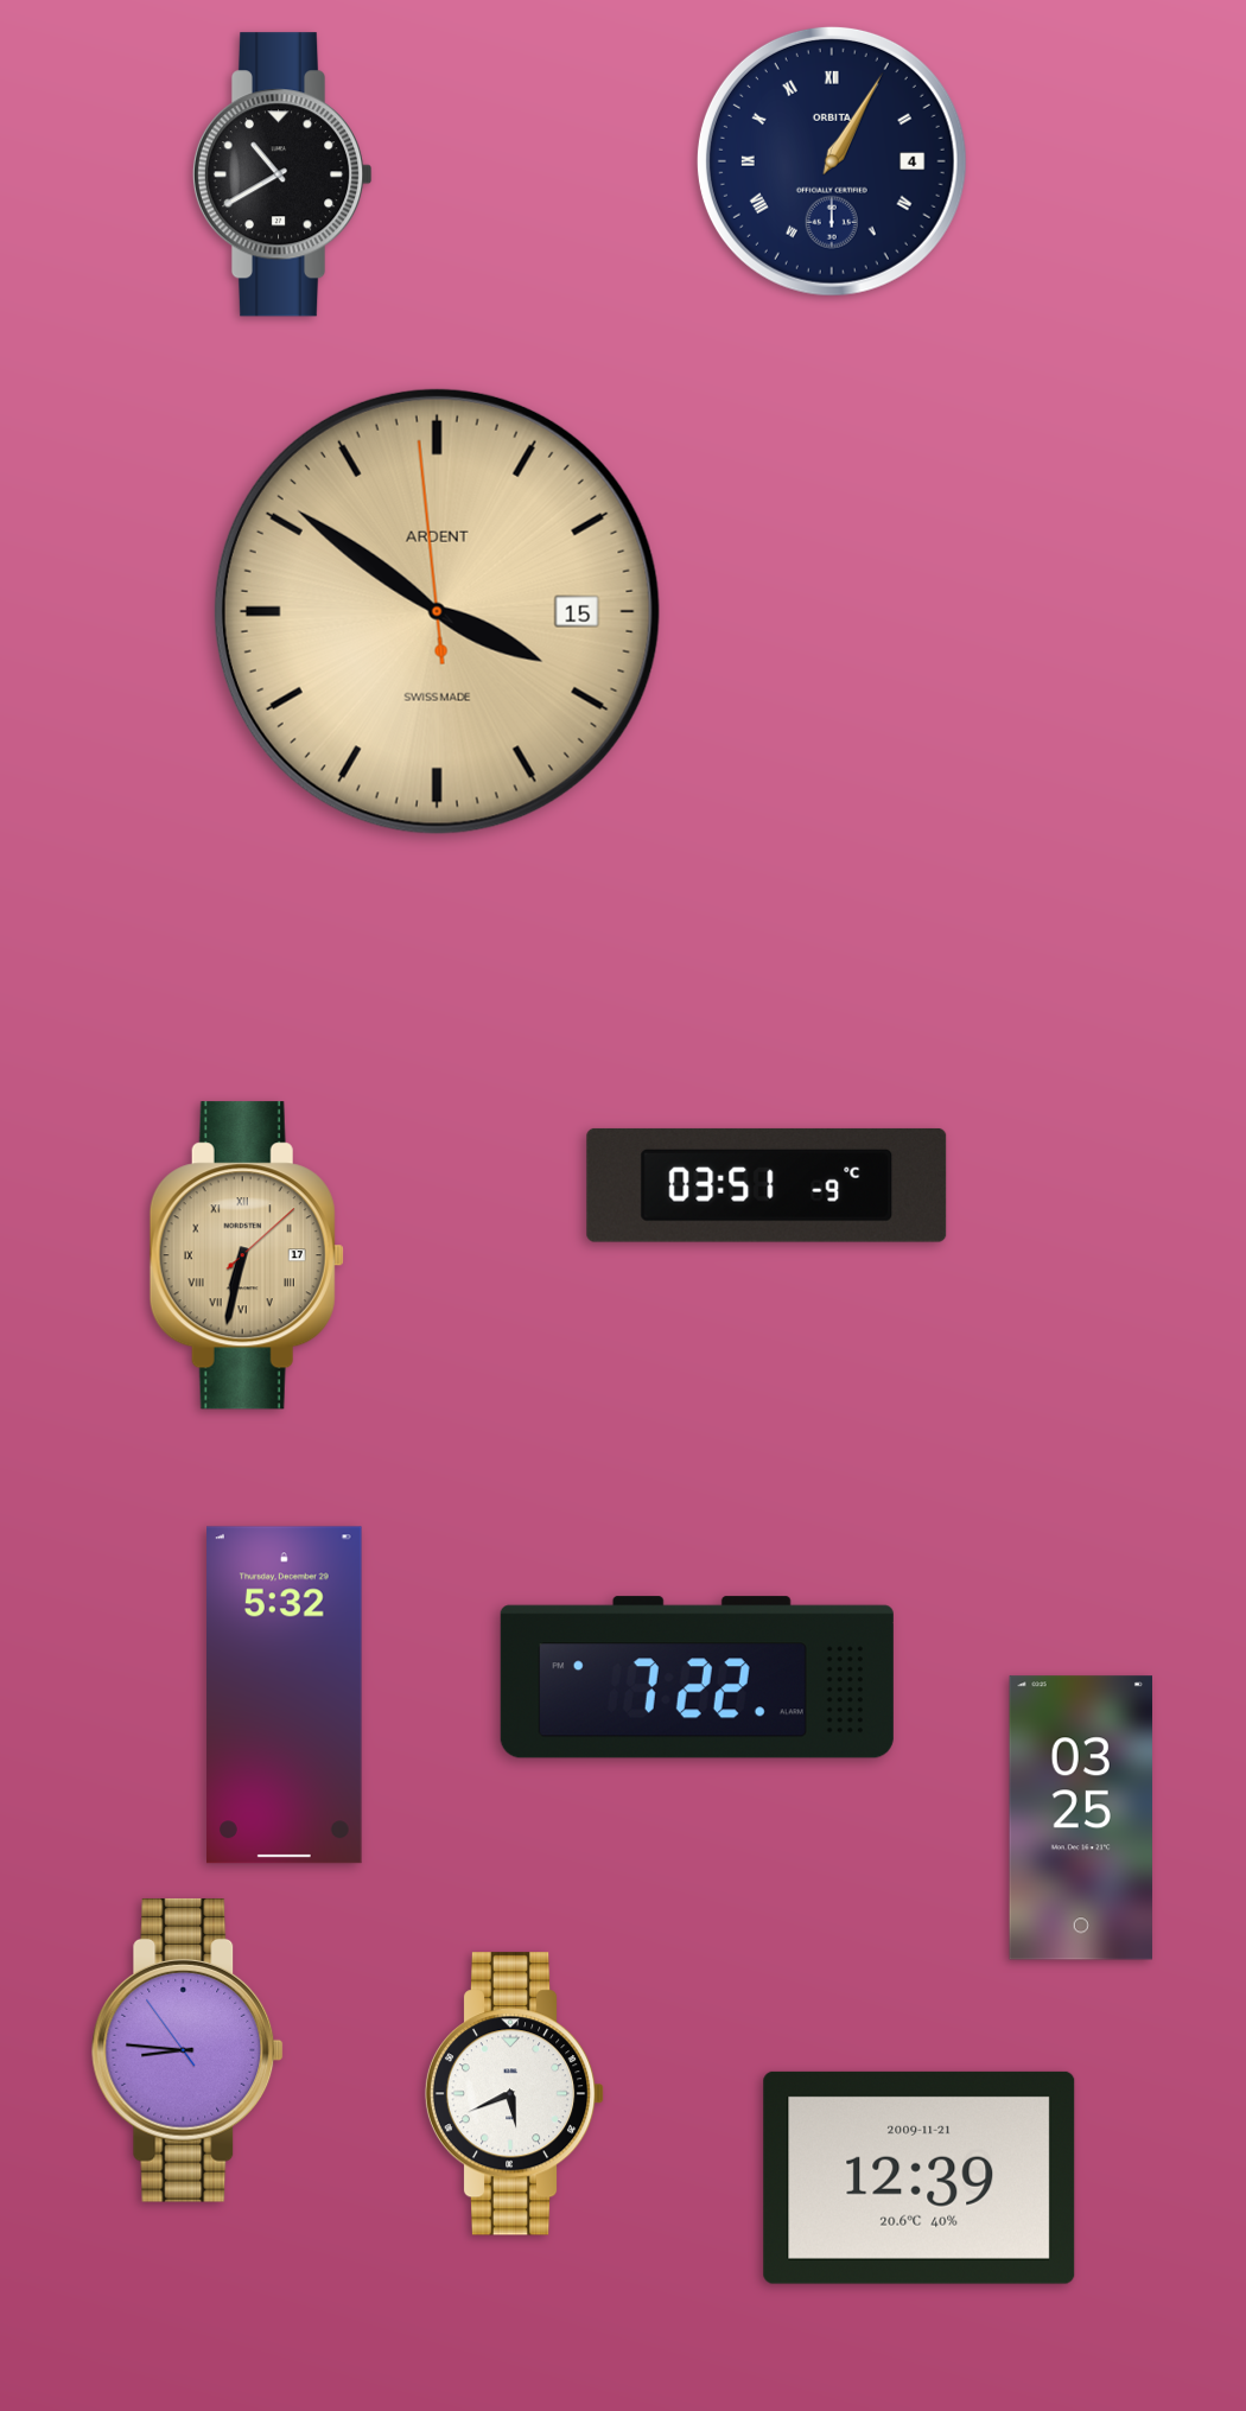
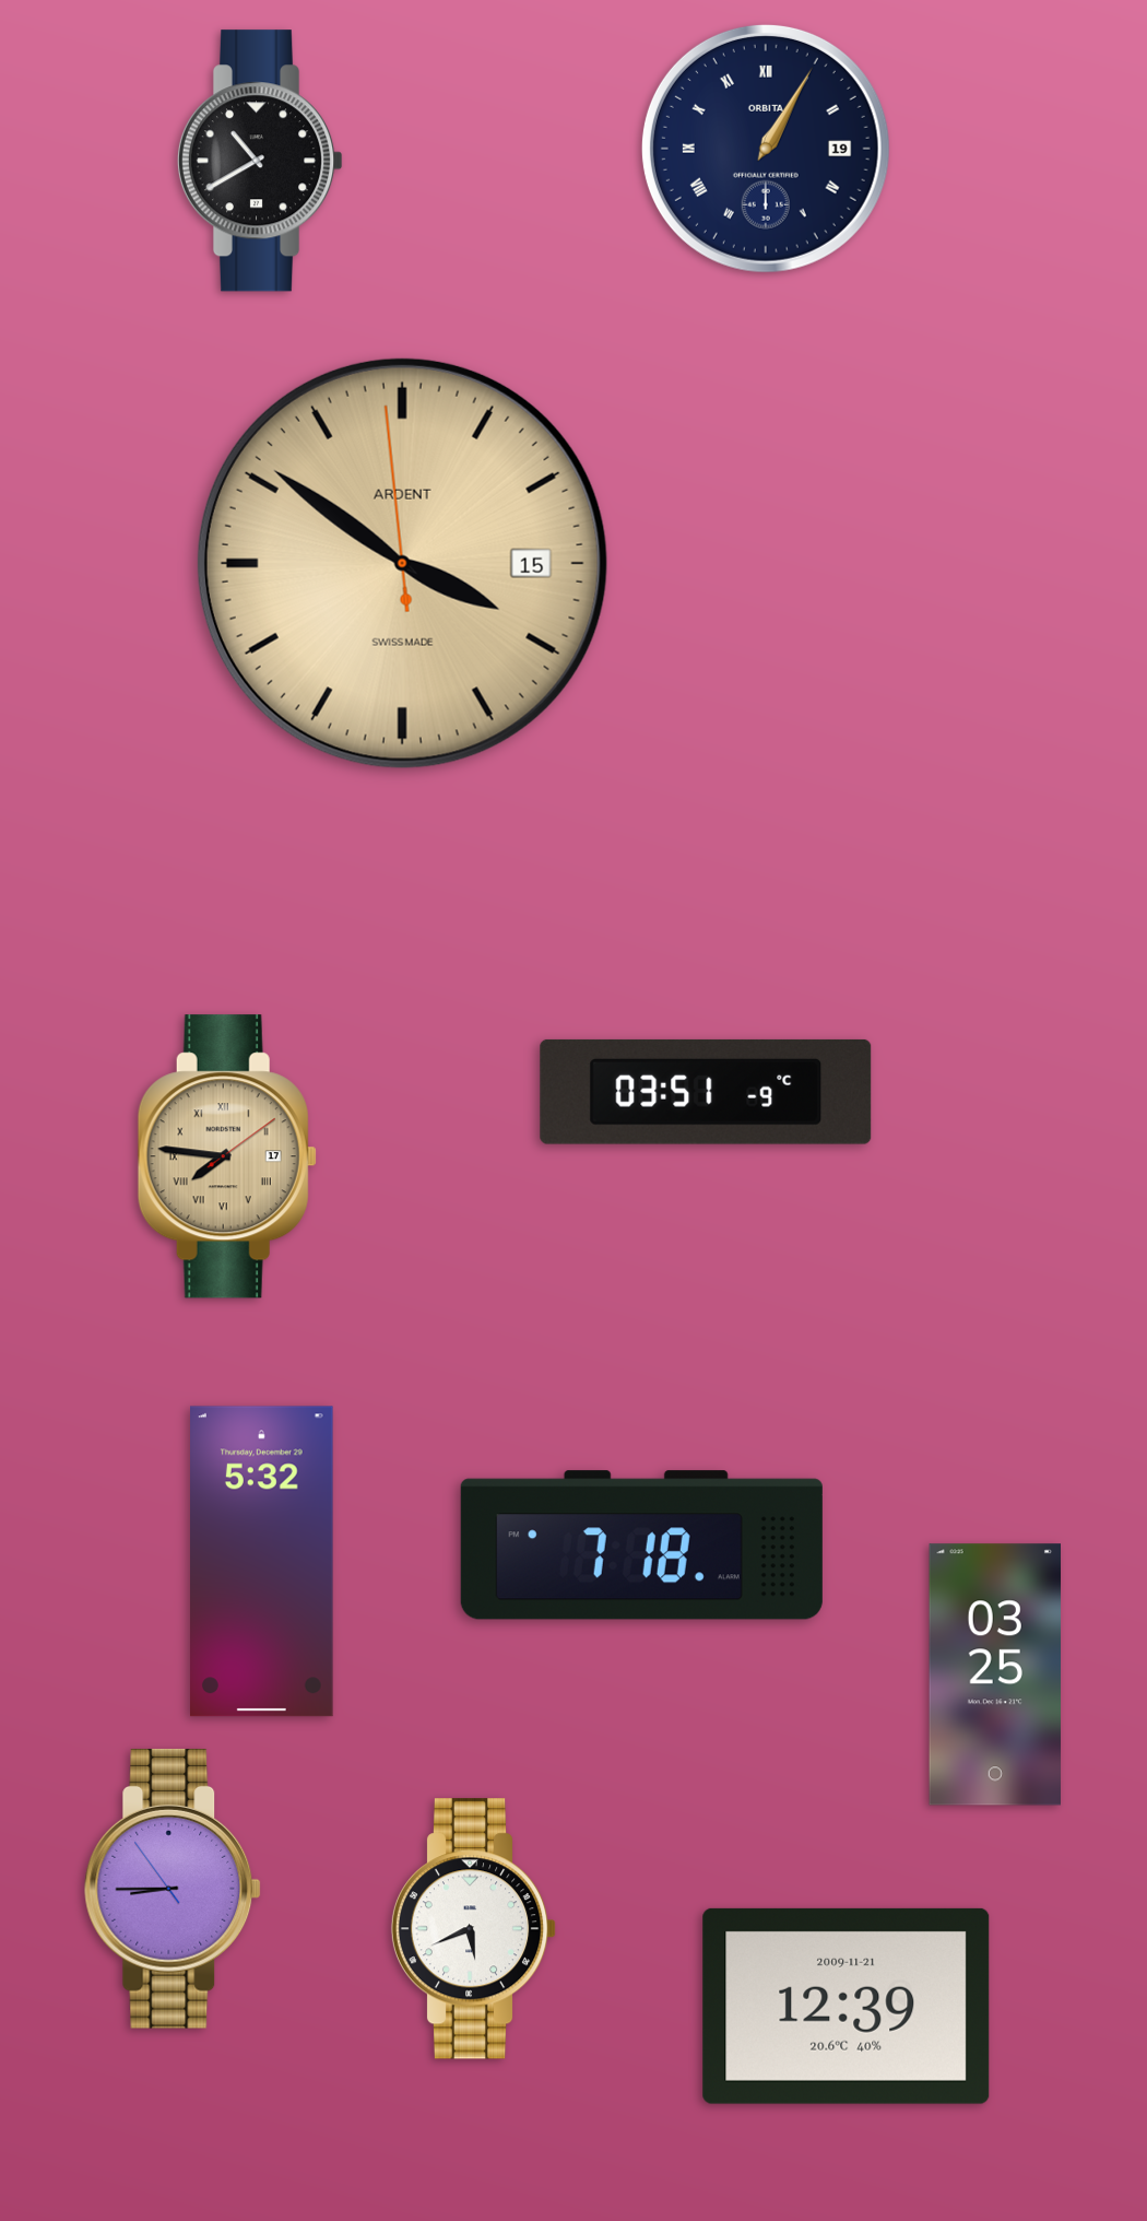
clock at (832, 161) date: 4 -> 19
clock at (247, 1255): 6:32 -> 7:46
clock at (697, 1678): 7:22 -> 7:18
clock at (187, 2050): 8:45 -> 8:44
